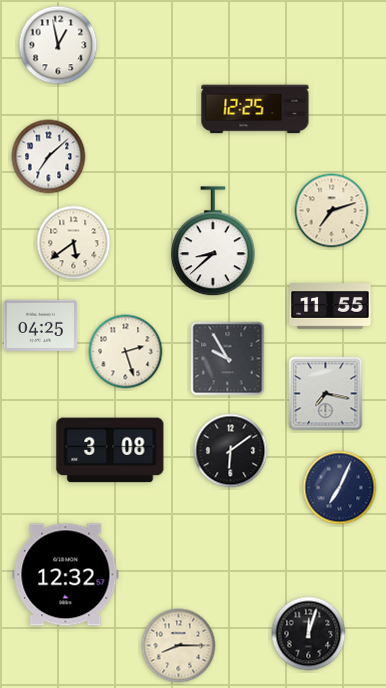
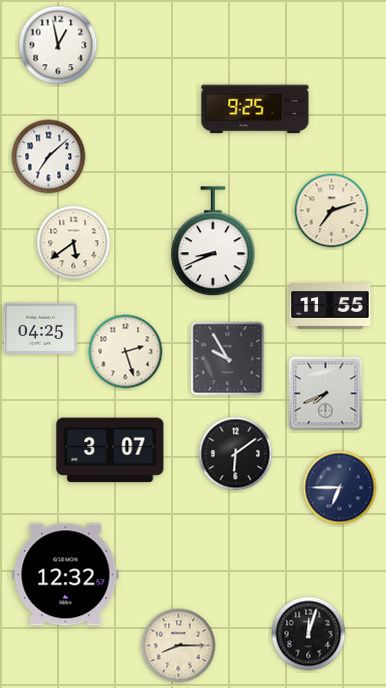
clock at (255, 109): 12:25 -> 9:25
clock at (213, 242): 8:38 -> 8:41
clock at (41, 326) position: (41, 326) -> (41, 329)
clock at (326, 394): 7:17 -> 7:41
clock at (110, 450): 3:08 -> 3:07
clock at (231, 451) position: (231, 451) -> (236, 454)
clock at (340, 488): 7:04 -> 6:45
